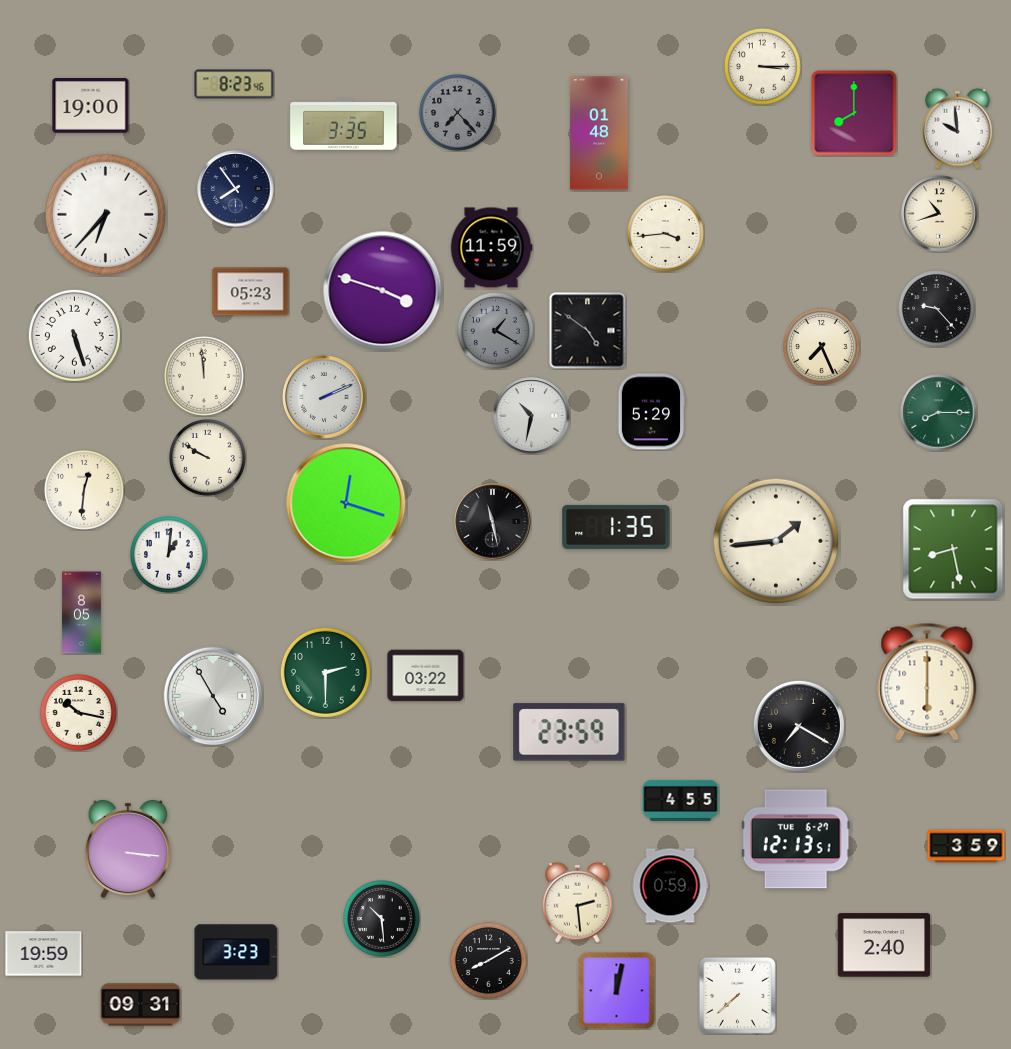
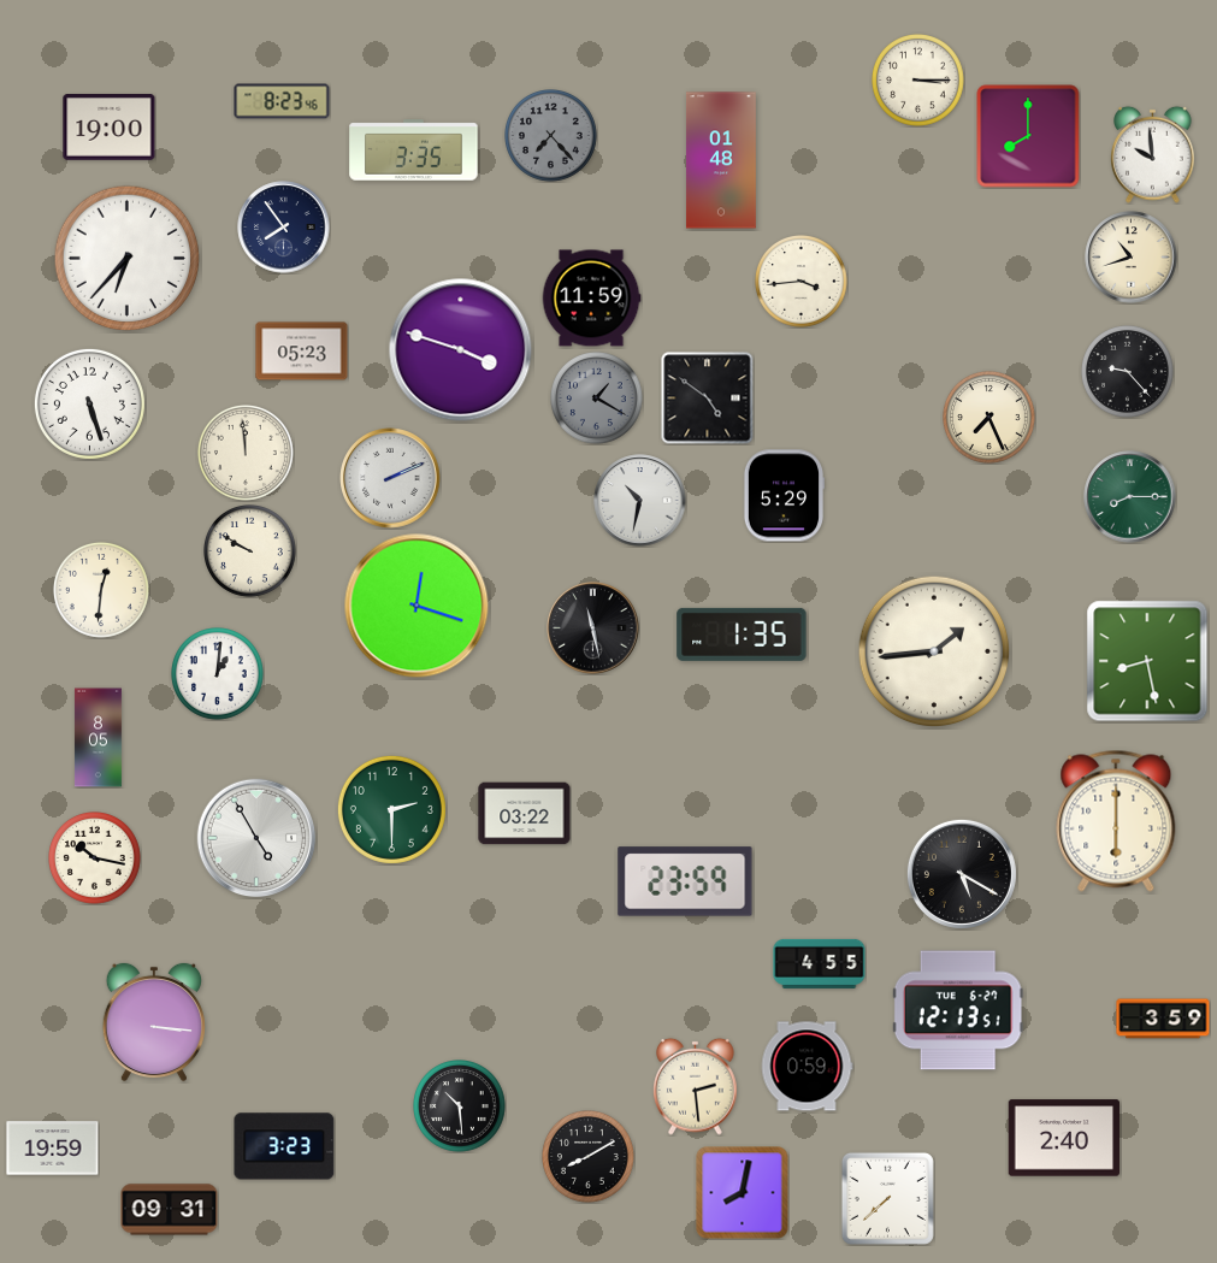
clock at (169, 555) position: (169, 555) -> (218, 674)
clock at (426, 676) position: (426, 676) -> (525, 814)
clock at (799, 726): 7:20 -> 5:20
clock at (617, 991): 12:02 -> 8:02
